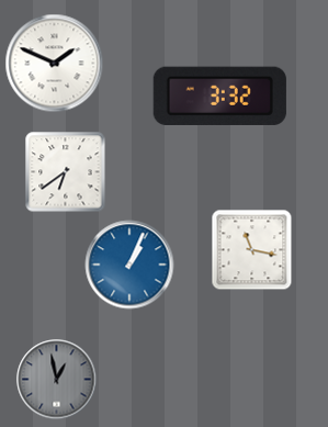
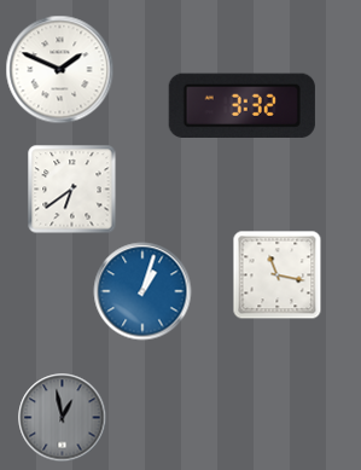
clock at (129, 265): 1:04 -> 1:03
